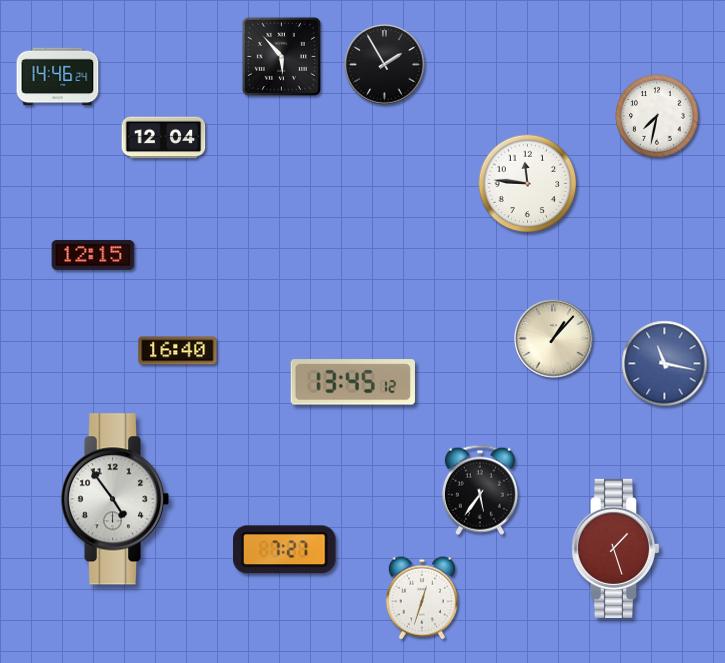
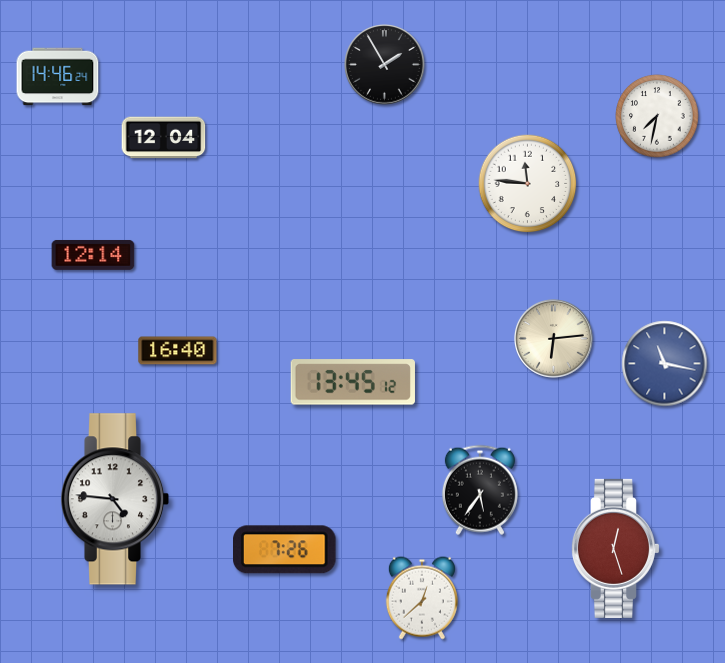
clock at (281, 56): 5:53 -> none
clock at (93, 255): 12:15 -> 12:14
clock at (554, 339): 1:07 -> 6:14
clock at (115, 499): 4:54 -> 4:46
clock at (615, 548): 1:27 -> 12:27
clock at (285, 550): 7:27 -> 7:26
clock at (422, 598): 12:33 -> 12:38
